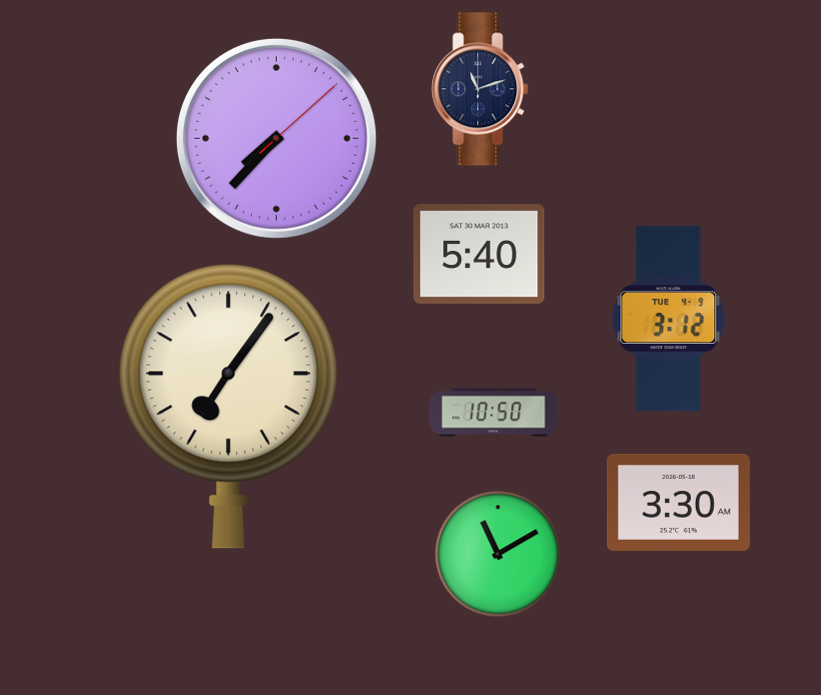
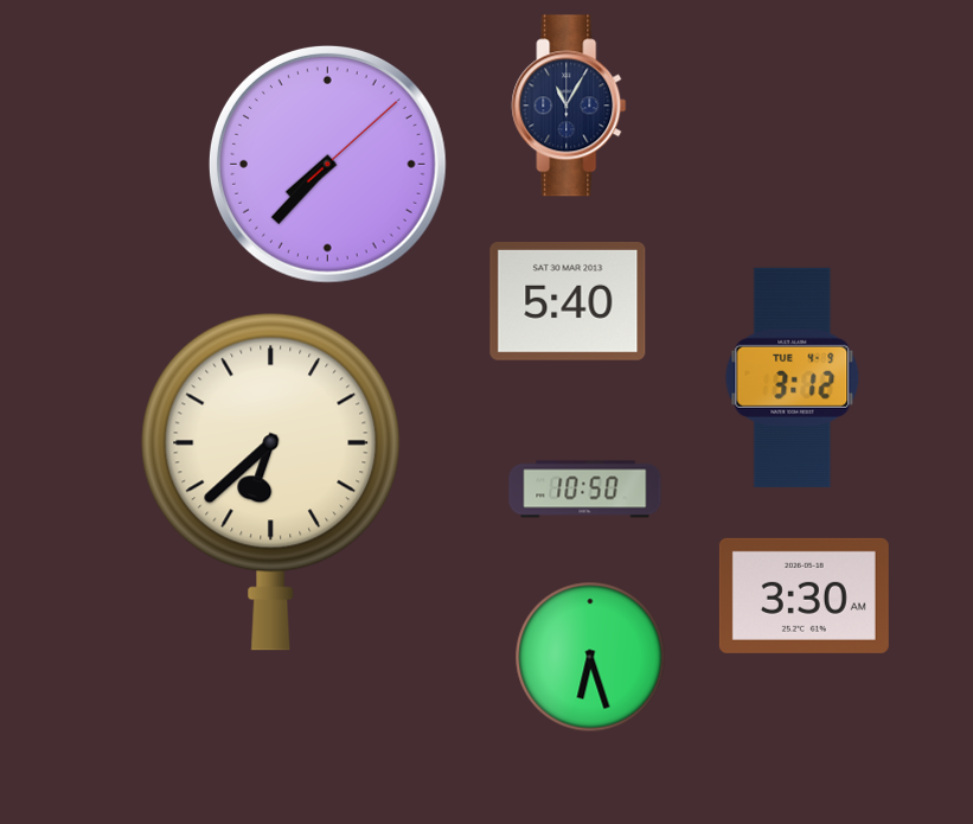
clock at (480, 89): 11:12 -> 11:05
clock at (229, 406): 7:06 -> 6:38
clock at (498, 554): 11:10 -> 6:27
